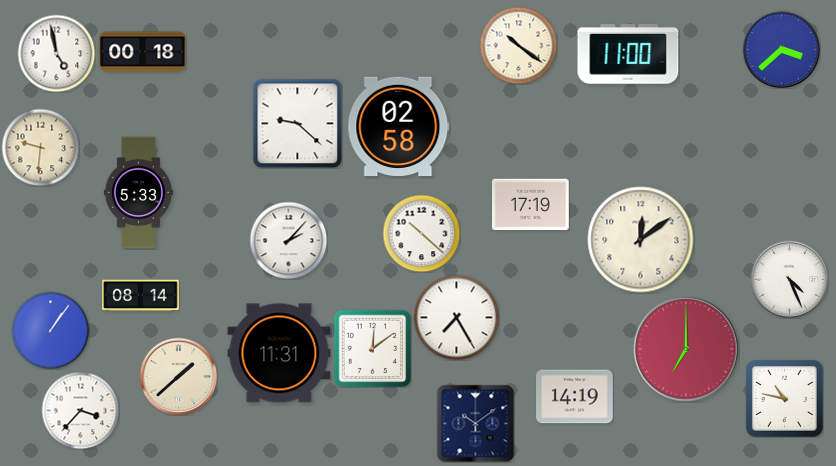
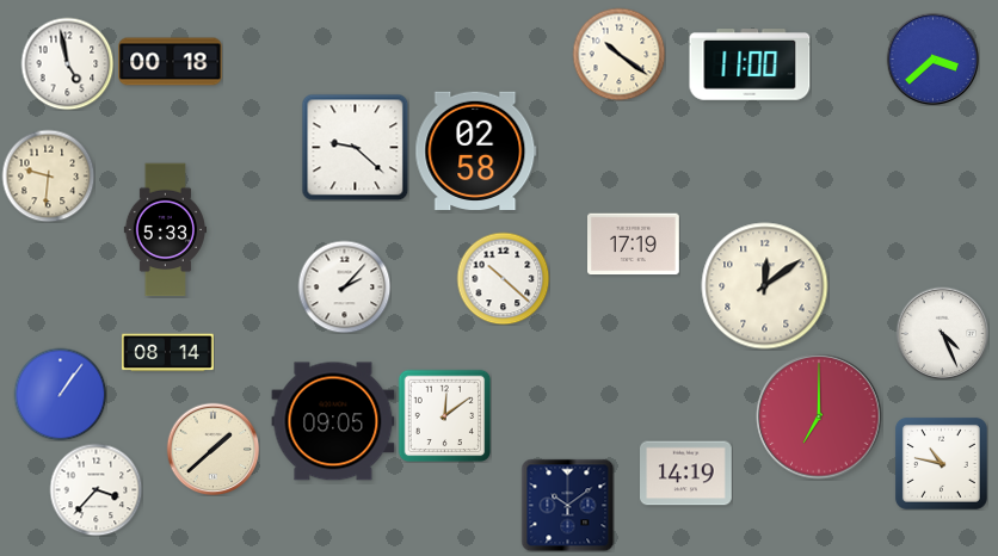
clock at (456, 317): 7:25 -> none
clock at (279, 353): 11:31 -> 09:05
clock at (784, 398) position: (784, 398) -> (941, 463)
